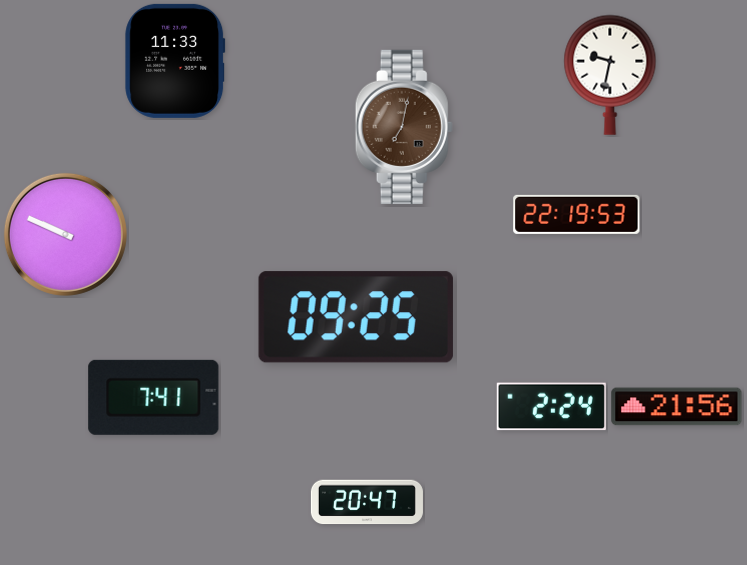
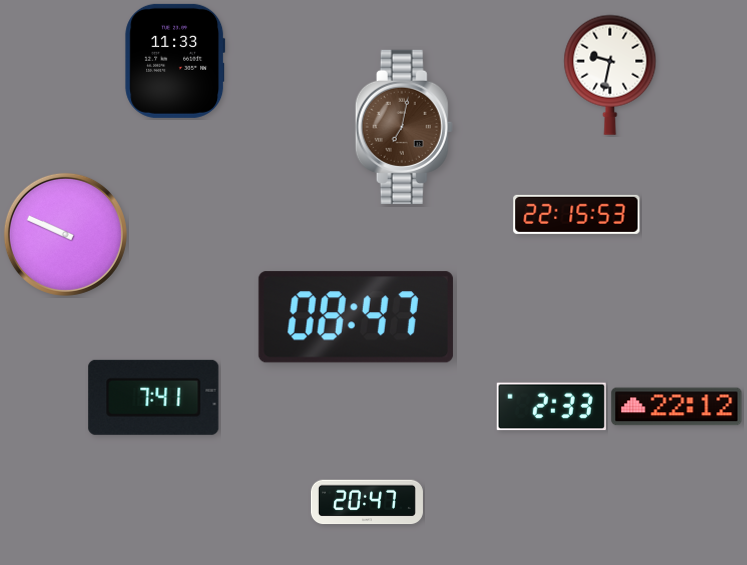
clock at (577, 214): 22:19 -> 22:15
clock at (356, 317): 09:25 -> 08:47
clock at (551, 407): 2:24 -> 2:33
clock at (677, 407): 21:56 -> 22:12
